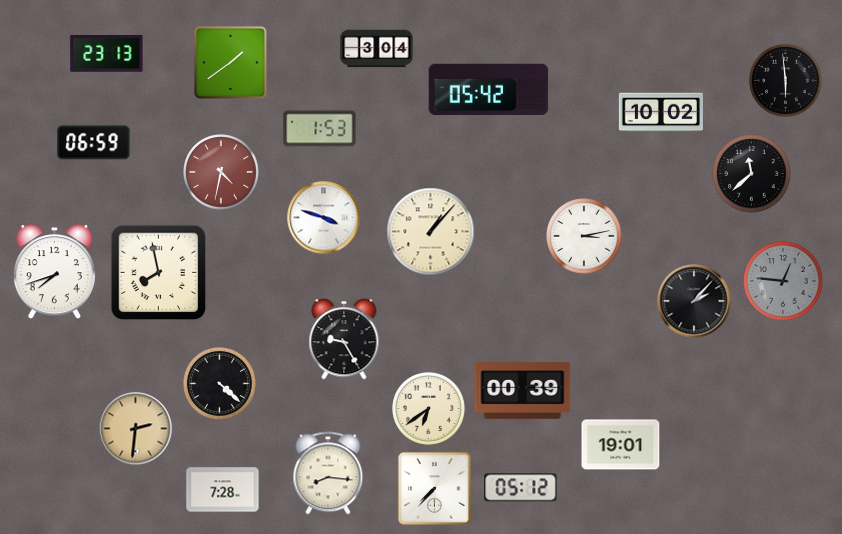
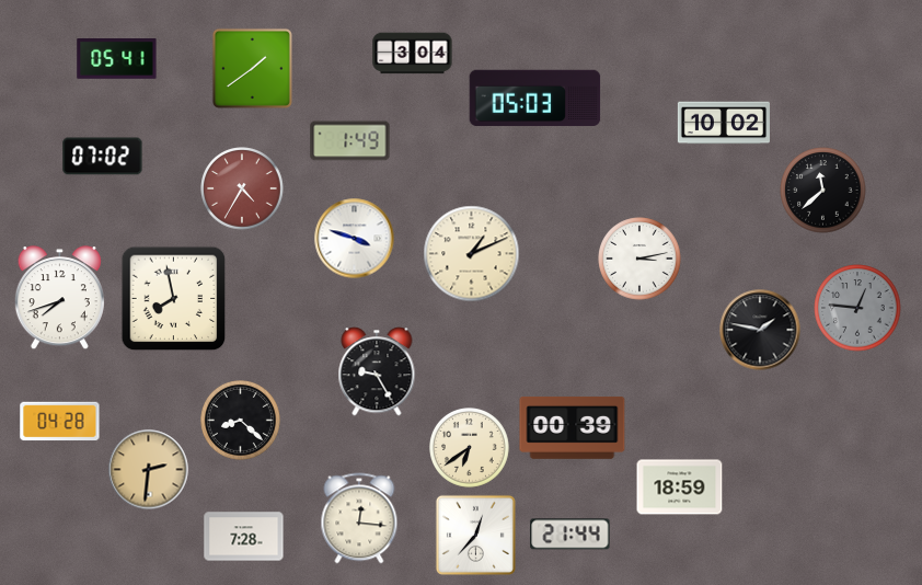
clock at (107, 54): 23:13 -> 05:41
clock at (786, 81): 5:59 -> none
clock at (489, 90): 05:42 -> 05:03
clock at (320, 129): 1:53 -> 1:49
clock at (94, 143): 06:59 -> 07:02
clock at (221, 172): 4:32 -> 4:35
clock at (431, 232): 1:07 -> 1:11
clock at (694, 301): 2:07 -> 1:47
clock at (220, 384): 4:22 -> 8:22
clock at (60, 422): none -> 04:28
clock at (621, 445): 19:01 -> 18:59
clock at (328, 473): 8:16 -> 12:16
clock at (434, 488): 7:37 -> 12:37
clock at (521, 488): 05:12 -> 21:44
